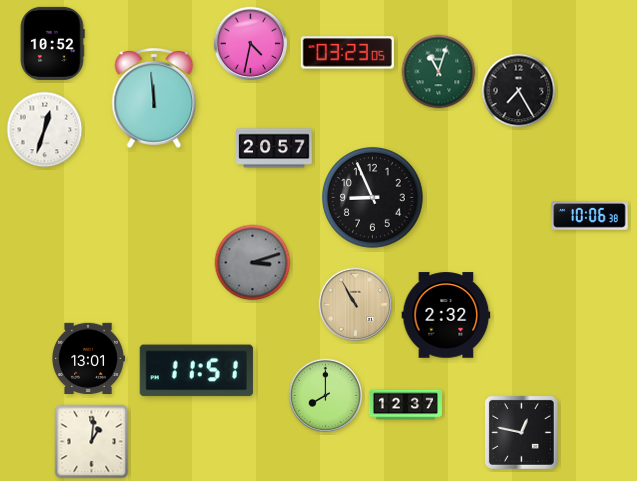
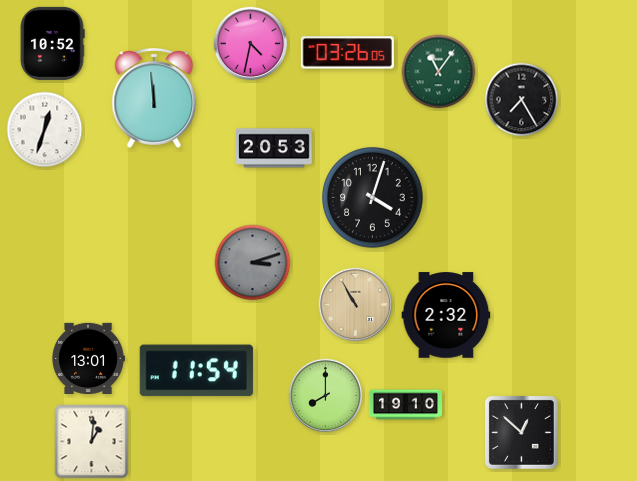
clock at (347, 53): 03:23 -> 03:26
clock at (439, 72): 11:03 -> 11:06
clock at (519, 91) position: (519, 91) -> (522, 100)
clock at (274, 148): 20:57 -> 20:53
clock at (373, 198): 8:56 -> 4:03
clock at (590, 216): 10:06 -> none
clock at (196, 371): 11:51 -> 11:54
clock at (405, 405): 12:37 -> 19:10
clock at (521, 432): 12:47 -> 12:52
